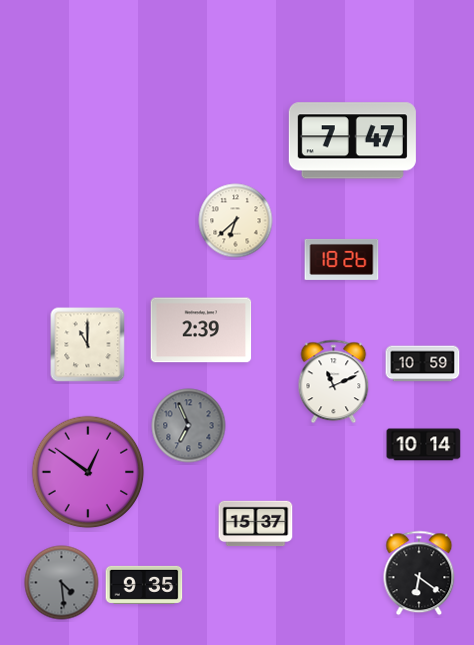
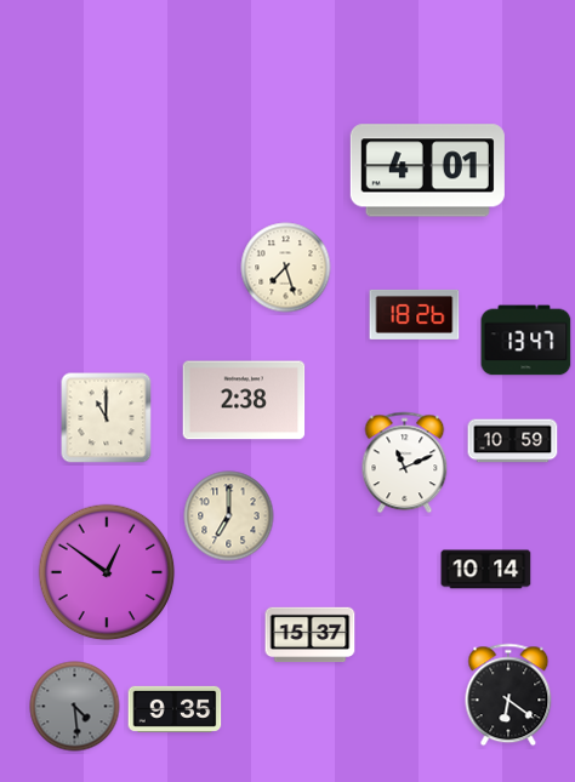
clock at (352, 141): 7:47 -> 4:01
clock at (236, 221): 6:38 -> 7:27
clock at (526, 341): none -> 13:47
clock at (201, 330): 2:39 -> 2:38
clock at (189, 426): 6:56 -> 7:00
clock at (189, 426) dial: grey -> cream
clock at (424, 445) position: (424, 445) -> (486, 570)
